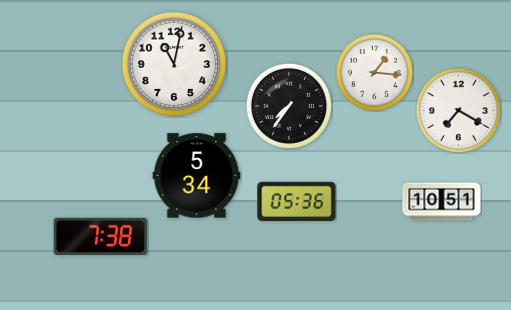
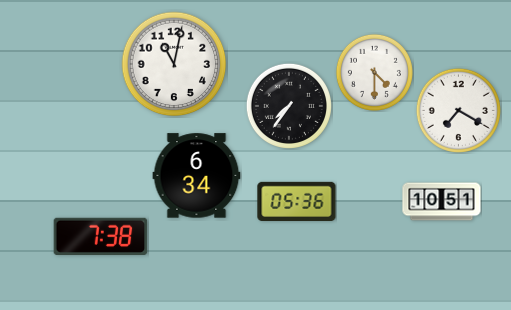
clock at (374, 72): 1:16 -> 4:30
clock at (197, 176): 5:34 -> 6:34
